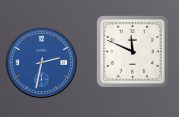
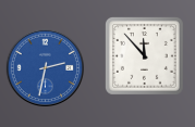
clock at (132, 51): 11:49 -> 11:53
